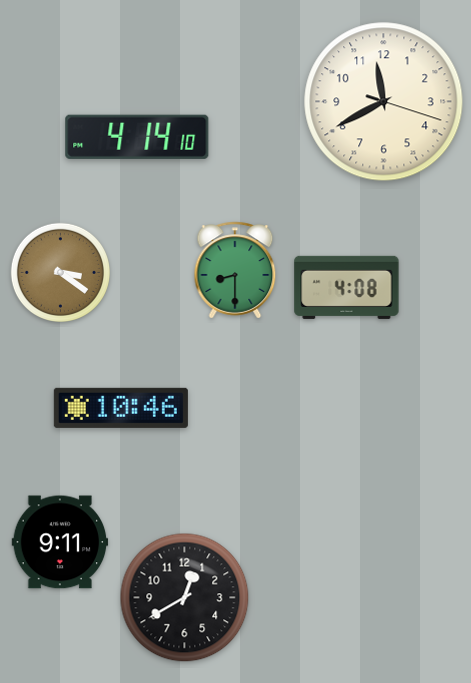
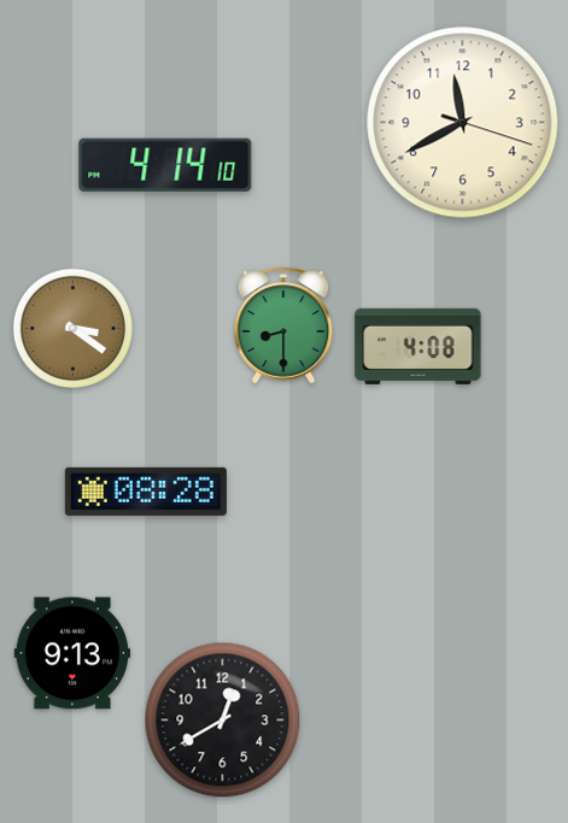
clock at (121, 408): 10:46 -> 08:28
clock at (60, 542): 9:11 -> 9:13
